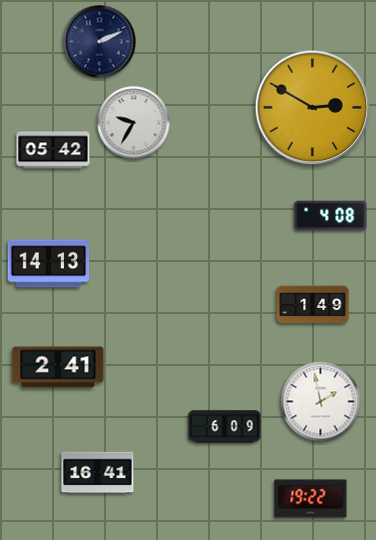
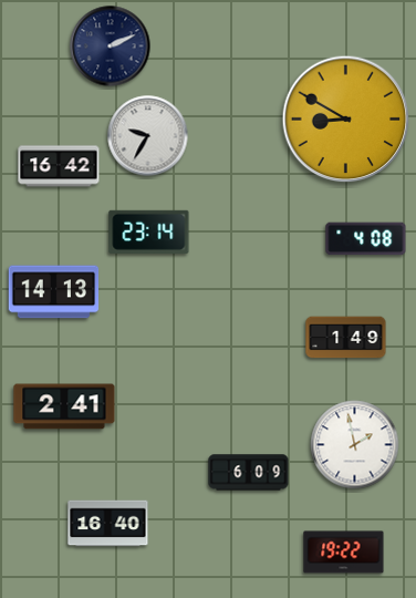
clock at (313, 108): 2:50 -> 8:50
clock at (53, 150): 05:42 -> 16:42
clock at (149, 231): none -> 23:14
clock at (98, 473): 16:41 -> 16:40
